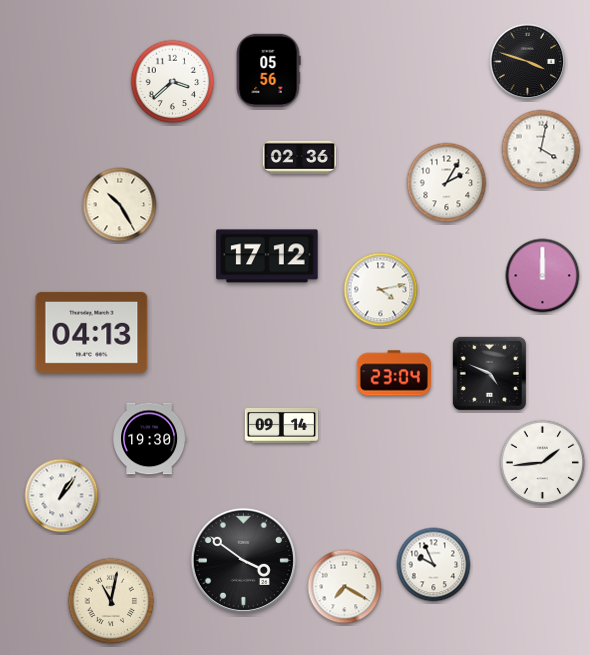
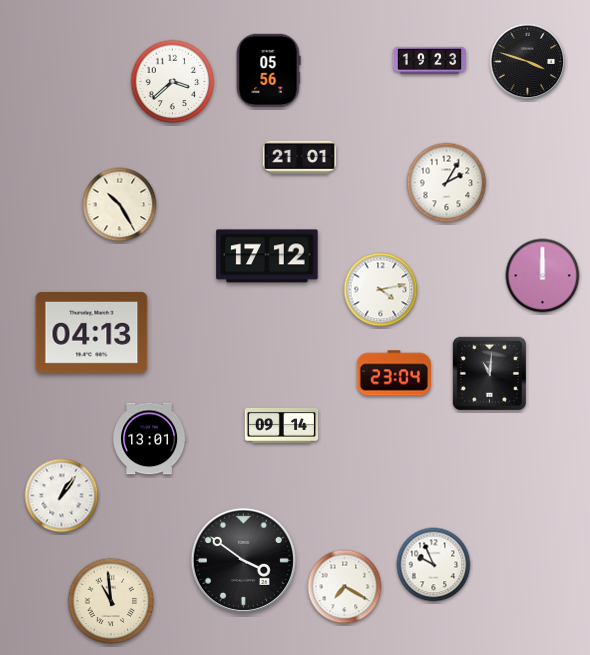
clock at (430, 60): none -> 19:23
clock at (541, 149): 4:02 -> none
clock at (299, 157): 02:36 -> 21:01
clock at (489, 373): 4:49 -> 11:01
clock at (150, 439): 19:30 -> 13:01
clock at (543, 463): 1:44 -> none
clock at (111, 601): 11:02 -> 10:59
